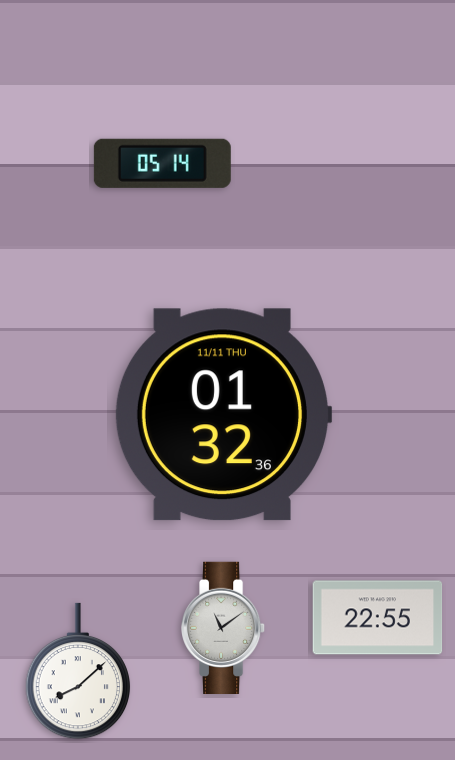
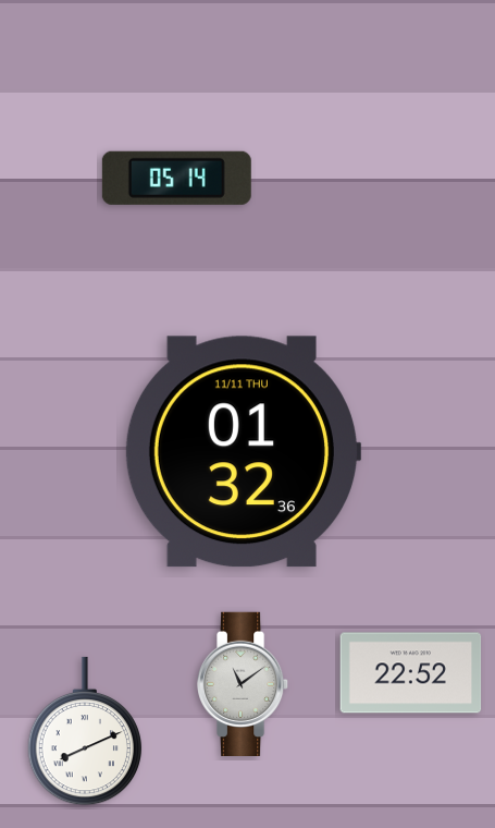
clock at (378, 618): 22:55 -> 22:52
clock at (78, 671): 8:08 -> 8:11
